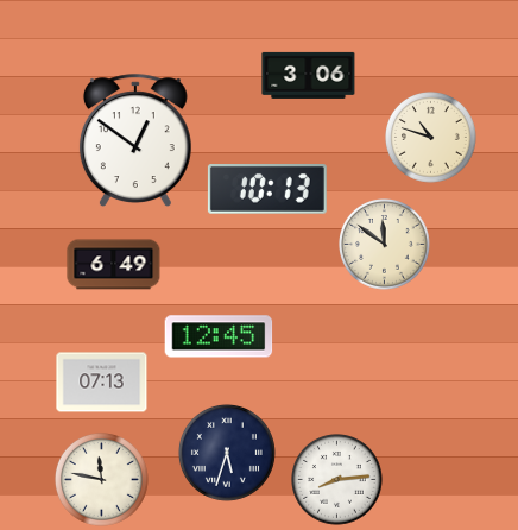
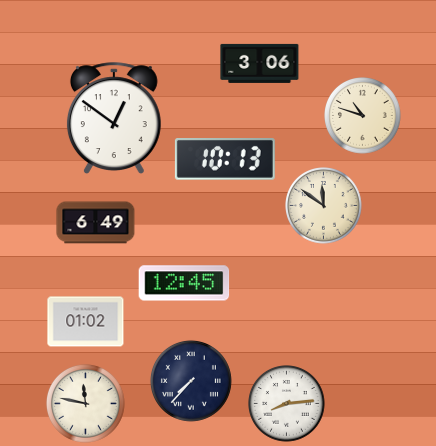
clock at (102, 383): 07:13 -> 01:02
clock at (227, 453): 5:33 -> 7:37
clock at (337, 480) position: (337, 480) -> (287, 404)
